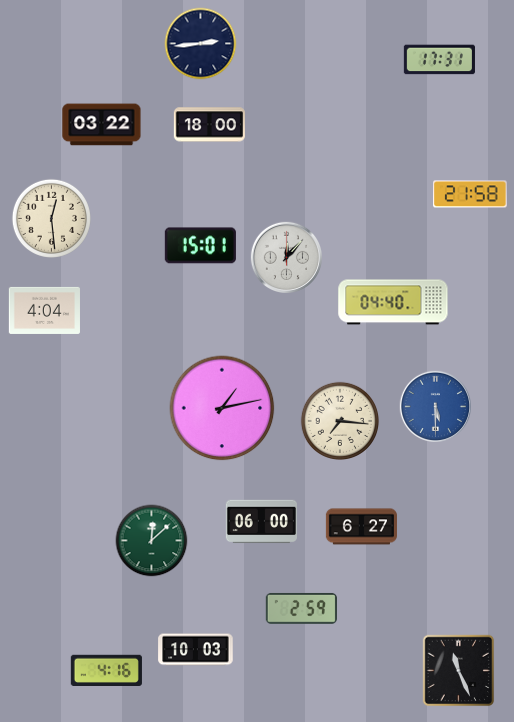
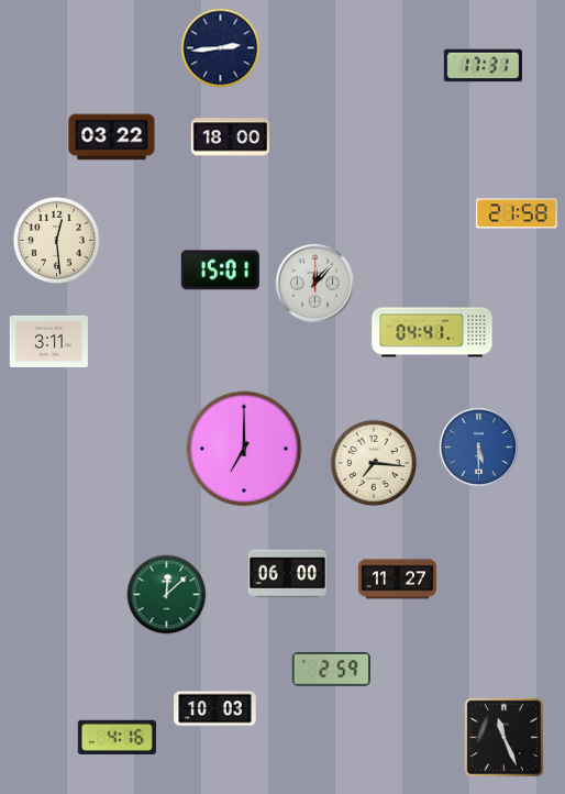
clock at (393, 302): 04:40 -> 04:41
clock at (44, 310): 4:04 -> 3:11
clock at (222, 408): 1:13 -> 7:00
clock at (361, 527): 6:27 -> 11:27
clock at (196, 650) position: (196, 650) -> (215, 709)
